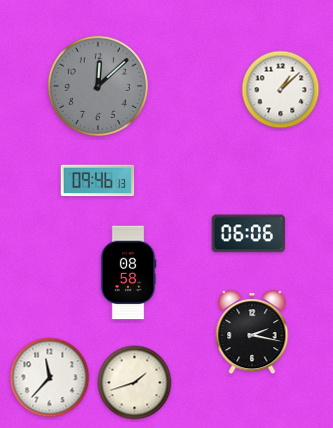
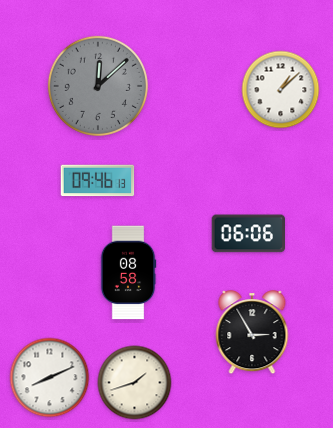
clock at (252, 333): 2:17 -> 2:55
clock at (50, 378): 11:37 -> 8:11
